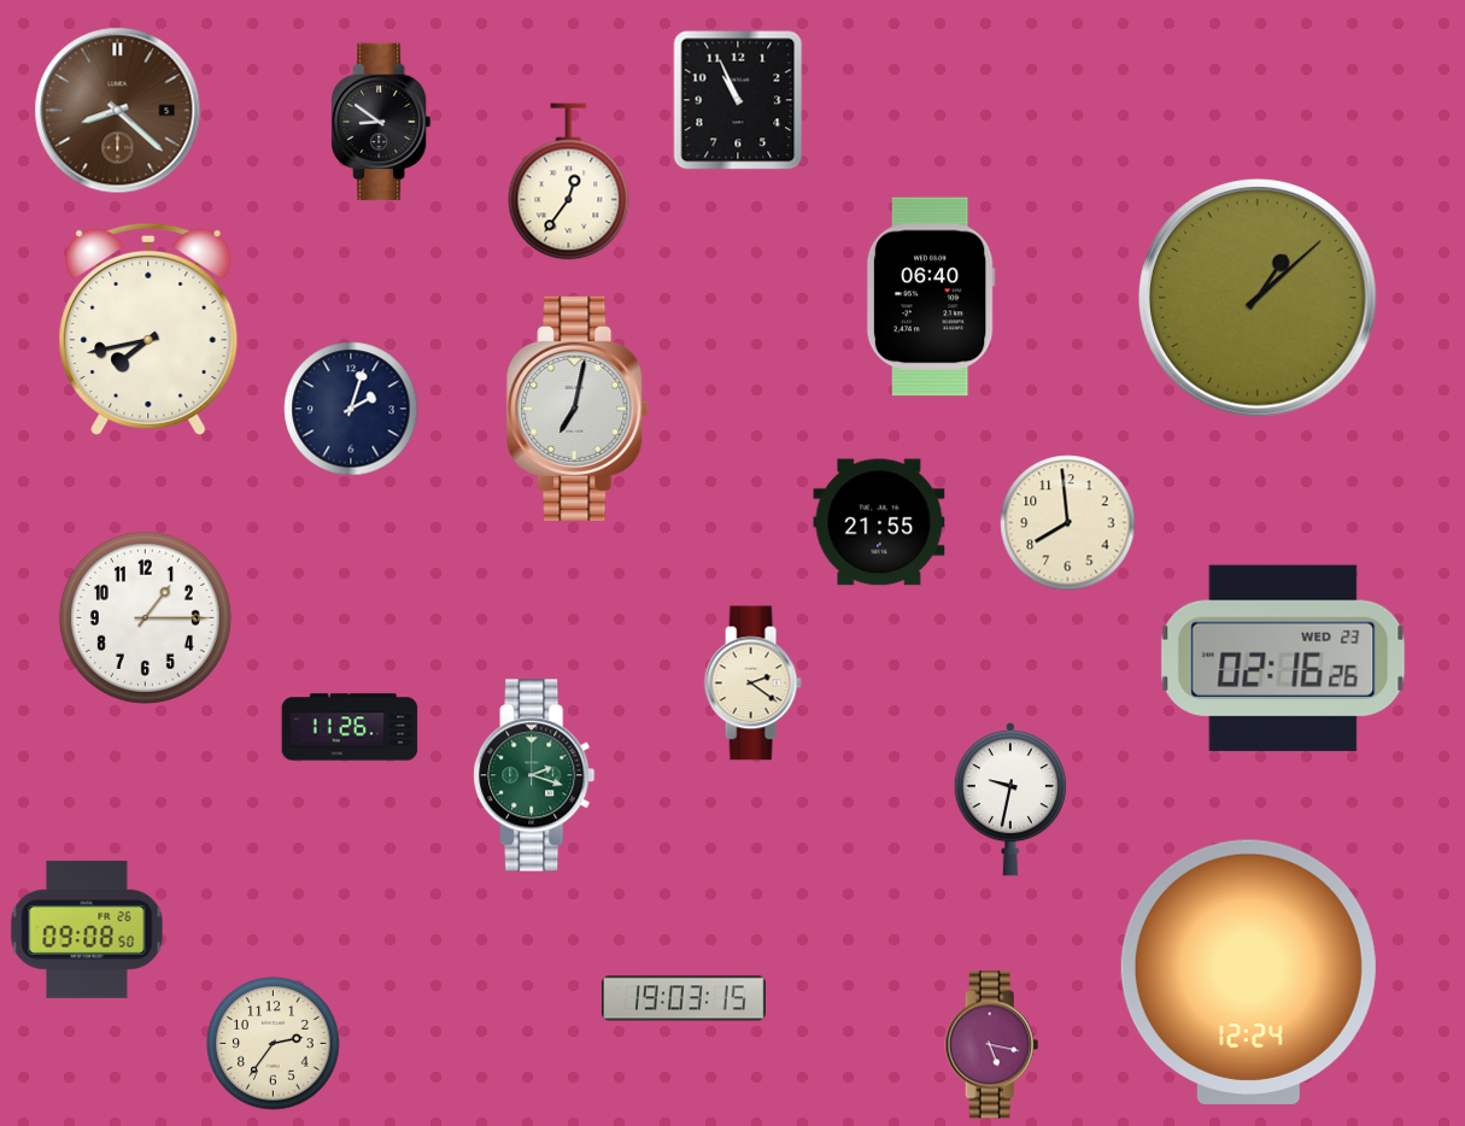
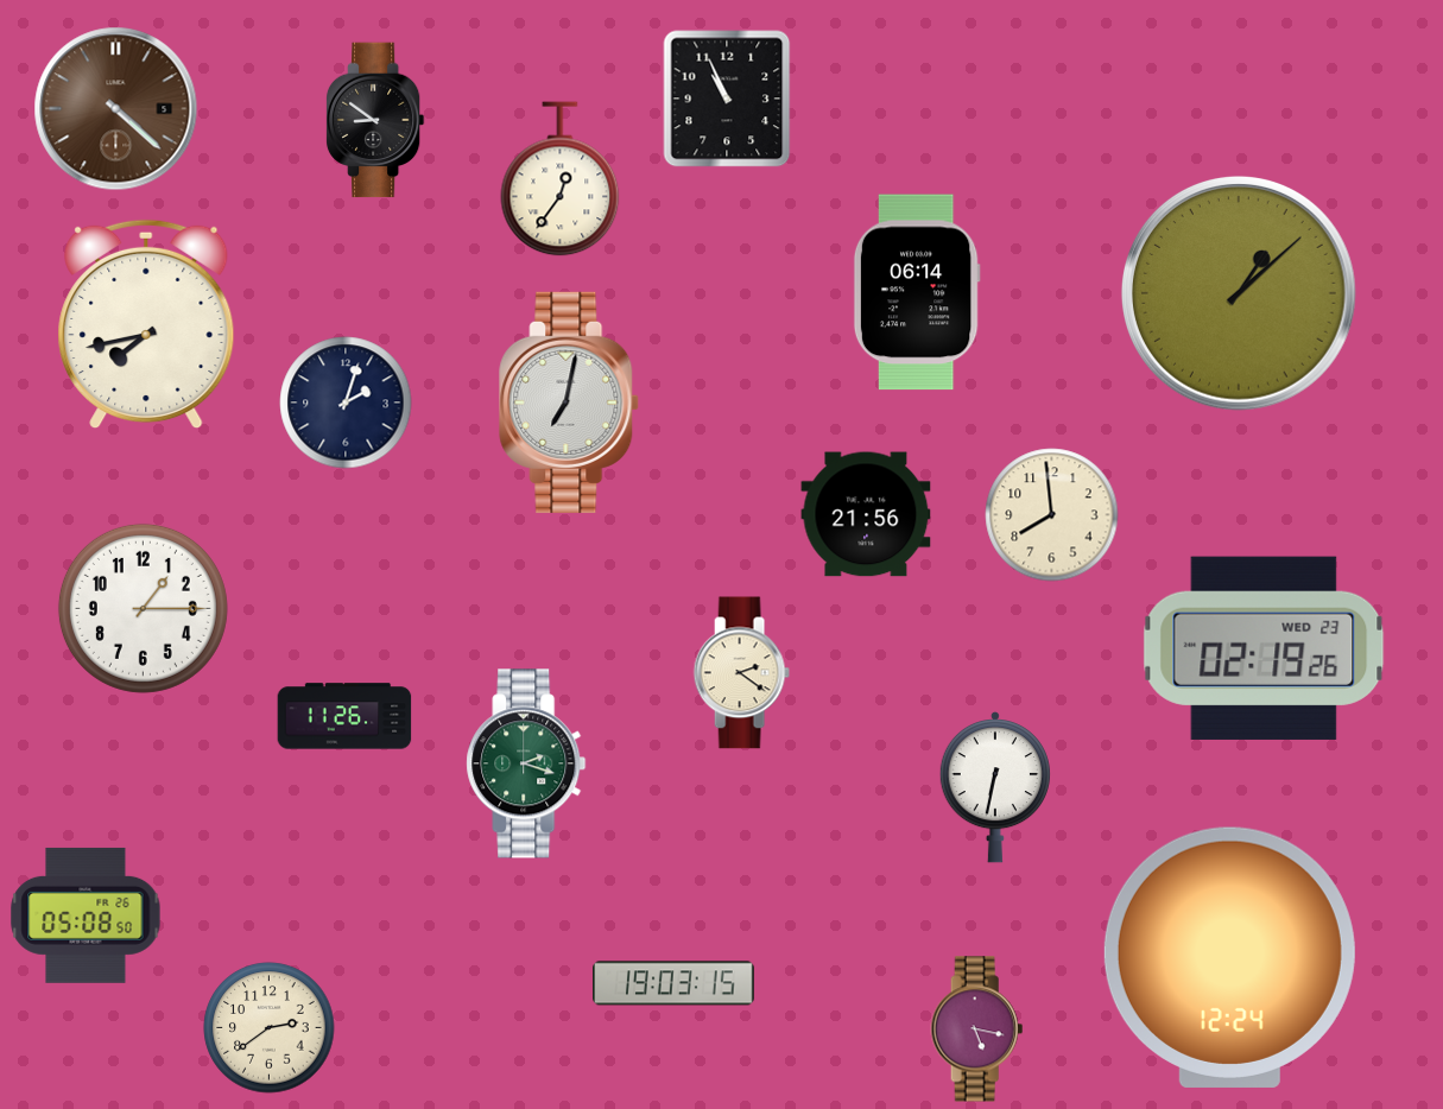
clock at (118, 111): 8:22 -> 4:22
clock at (931, 297): 06:40 -> 06:14
clock at (879, 522): 21:55 -> 21:56
clock at (1283, 658): 02:16 -> 02:19
clock at (1010, 799): 9:32 -> 6:32
clock at (87, 929): 09:08 -> 05:08
clock at (274, 1044): 2:36 -> 2:39
